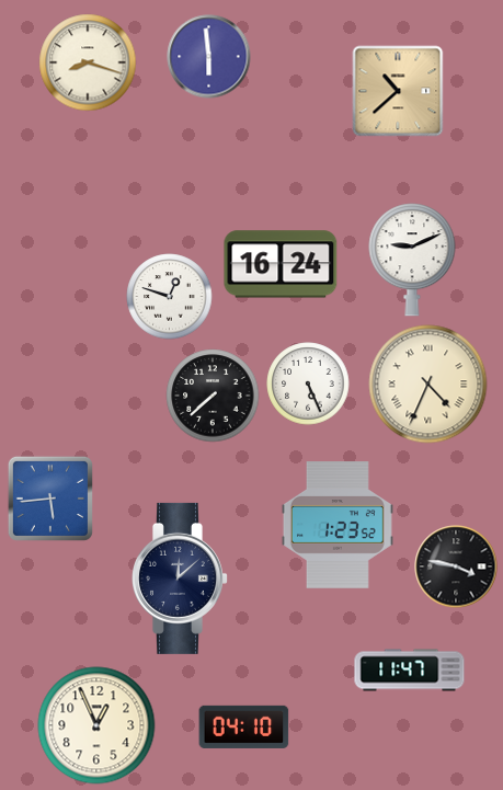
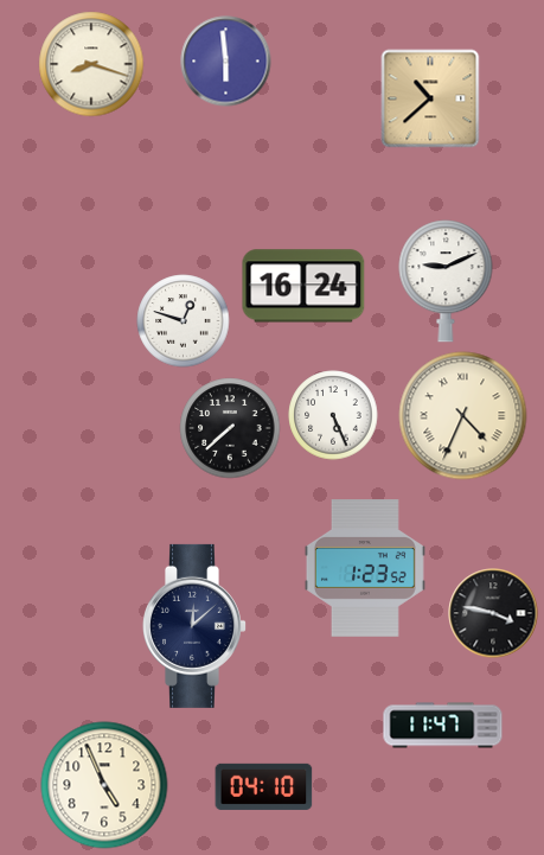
clock at (88, 62) position: (88, 62) -> (91, 64)
clock at (50, 499): 5:44 -> none
clock at (96, 725): 12:56 -> 4:56
